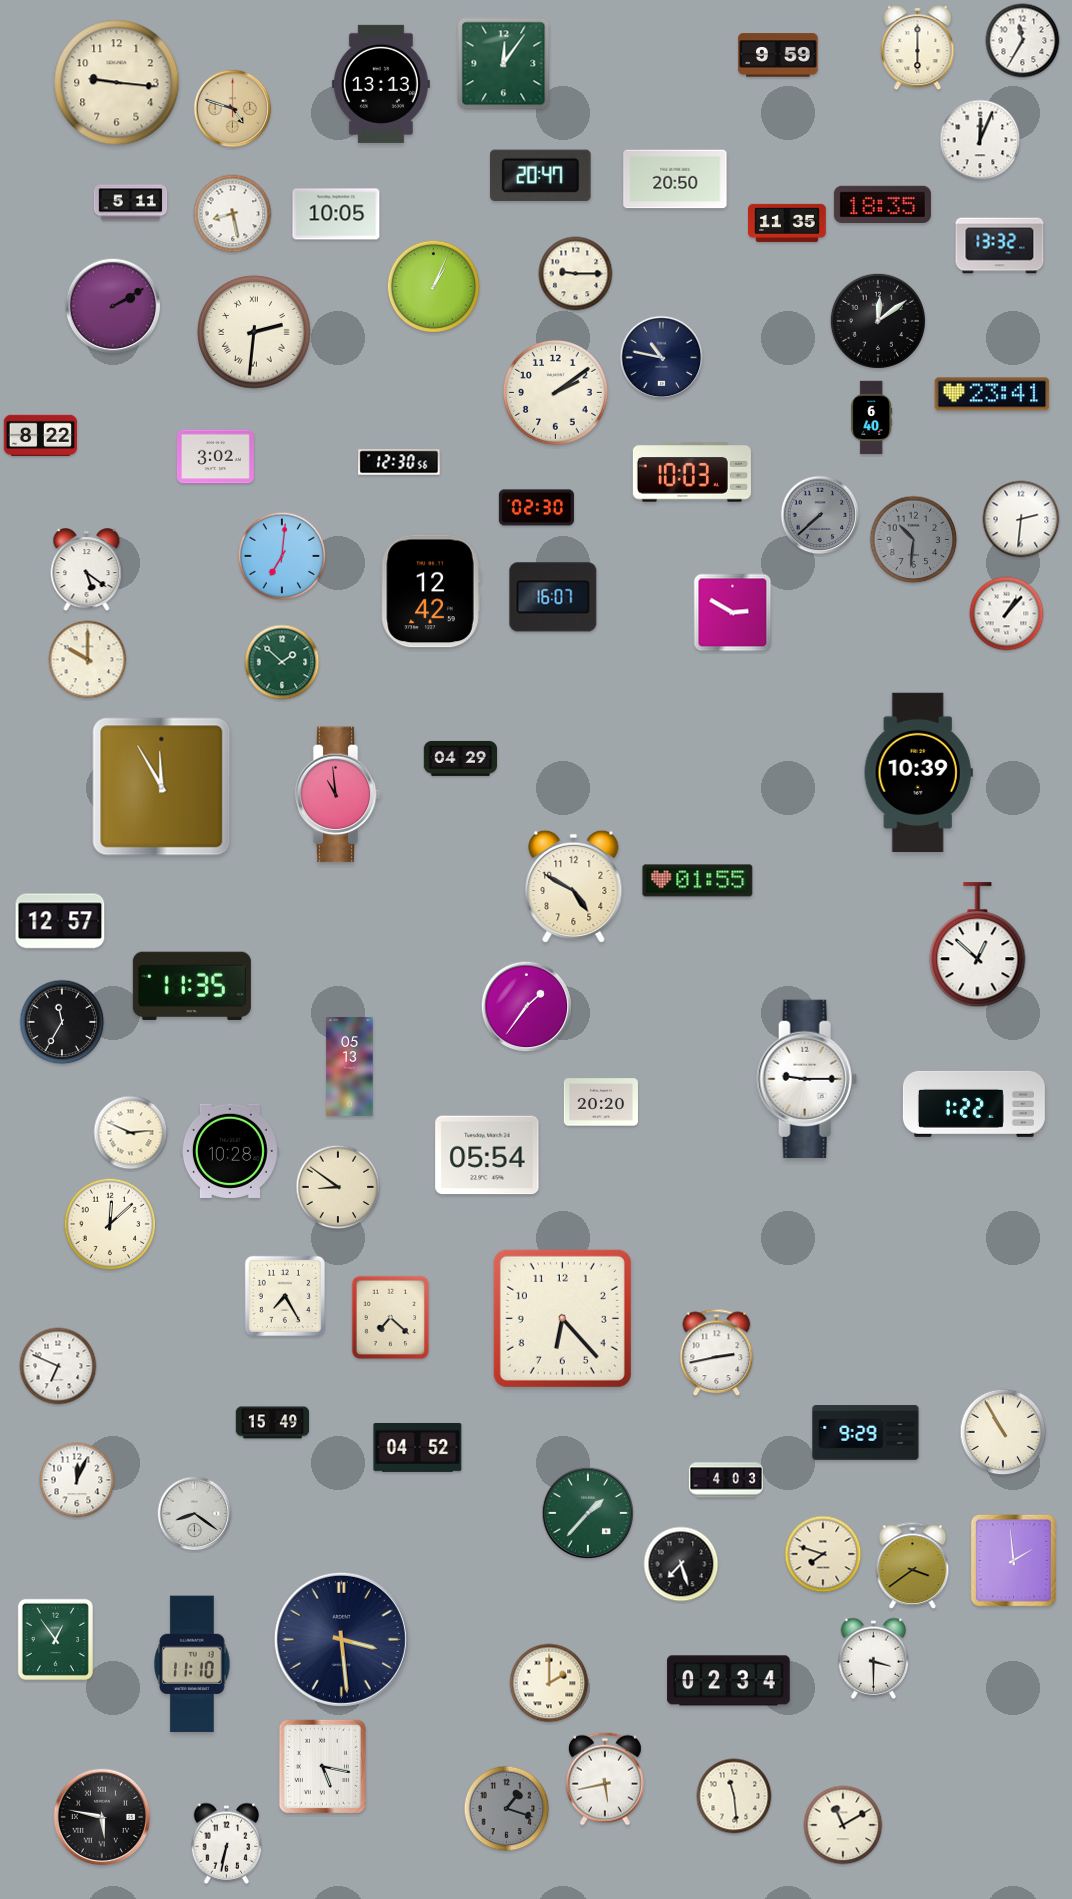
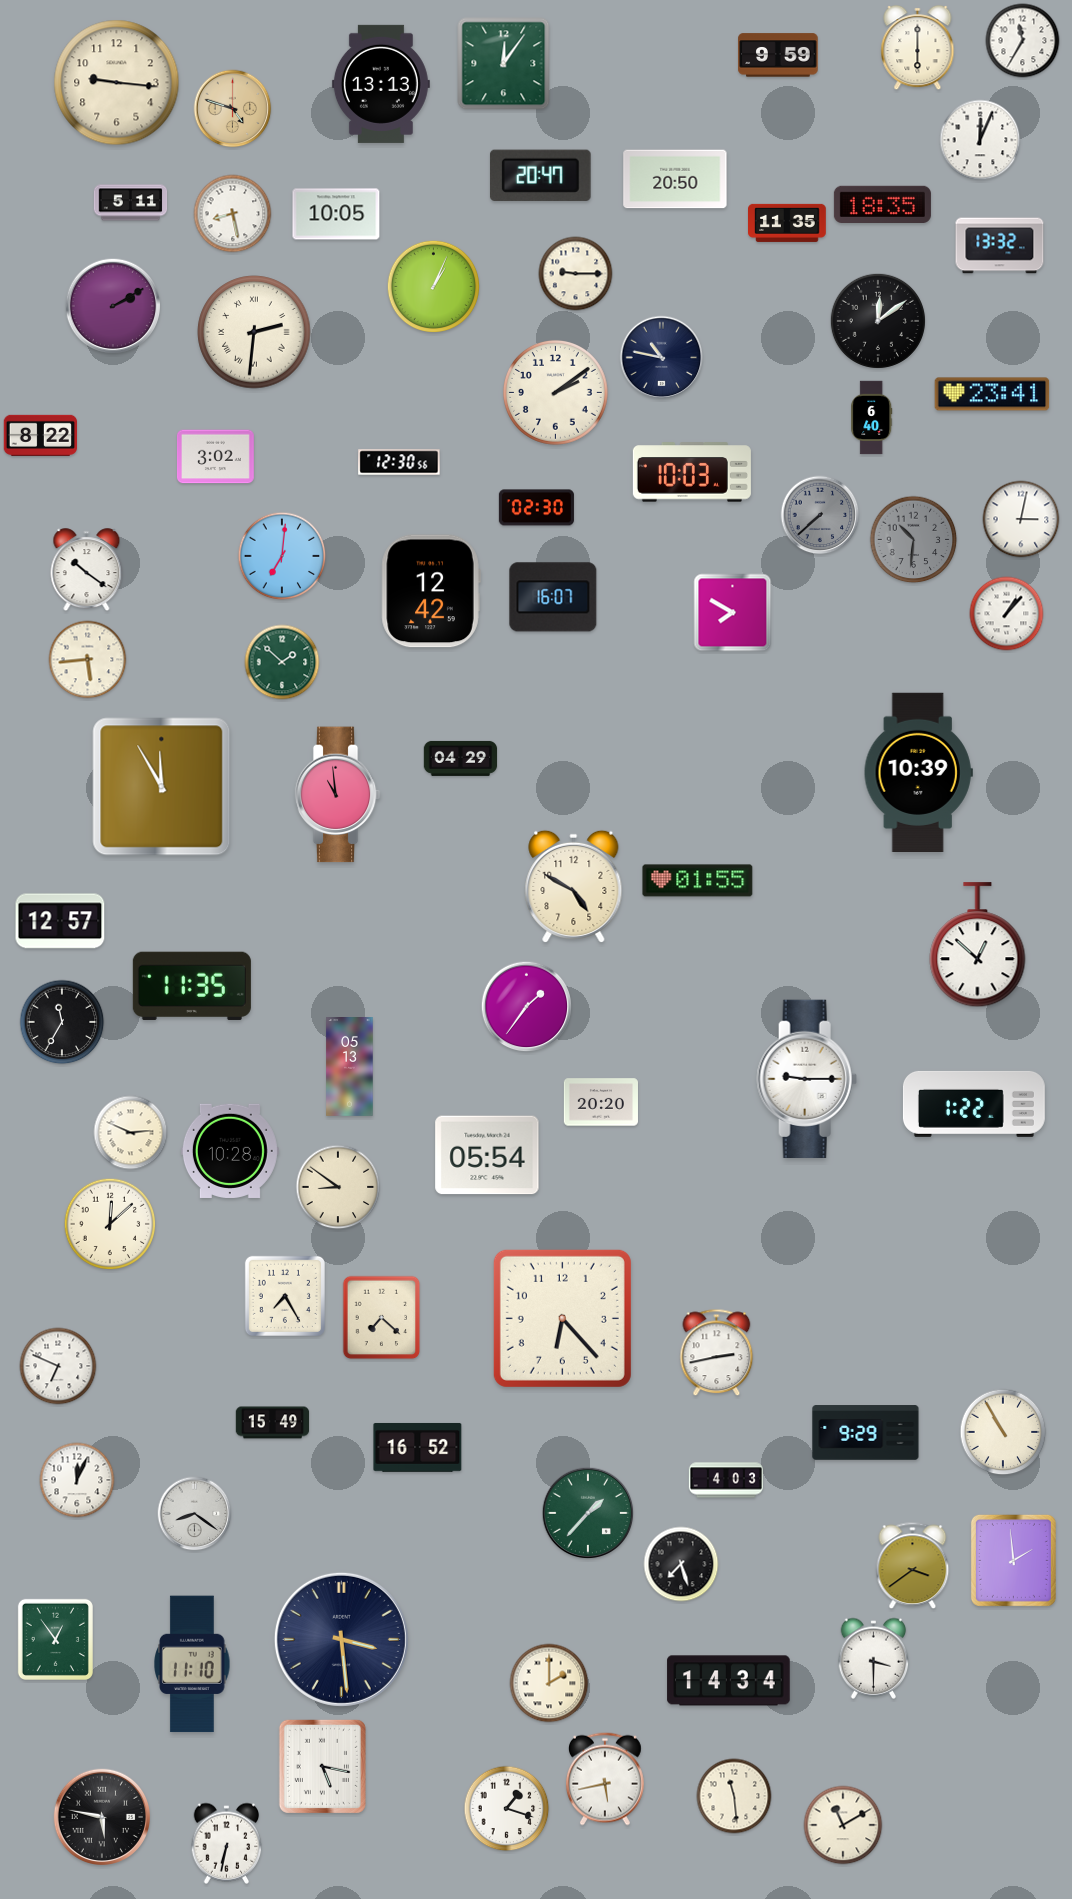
clock at (1021, 519): 2:31 -> 3:02
clock at (87, 570): 5:21 -> 10:21
clock at (733, 613): 2:50 -> 7:50
clock at (88, 660): 10:00 -> 5:44
clock at (391, 1318) position: (391, 1318) -> (382, 1318)
clock at (418, 1447): 04:52 -> 16:52
clock at (823, 1554): 7:48 -> none
clock at (729, 1681): 02:34 -> 14:34
clock at (507, 1809) dial: grey -> white
